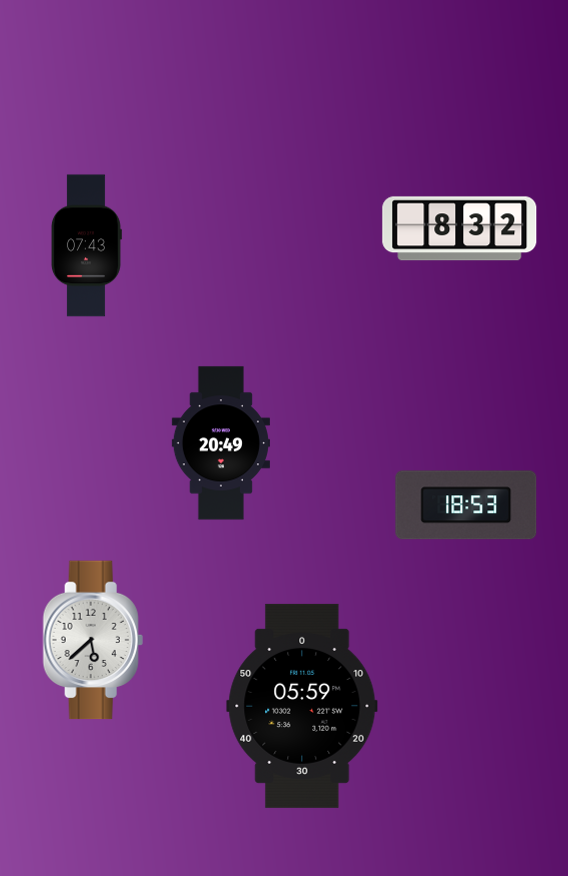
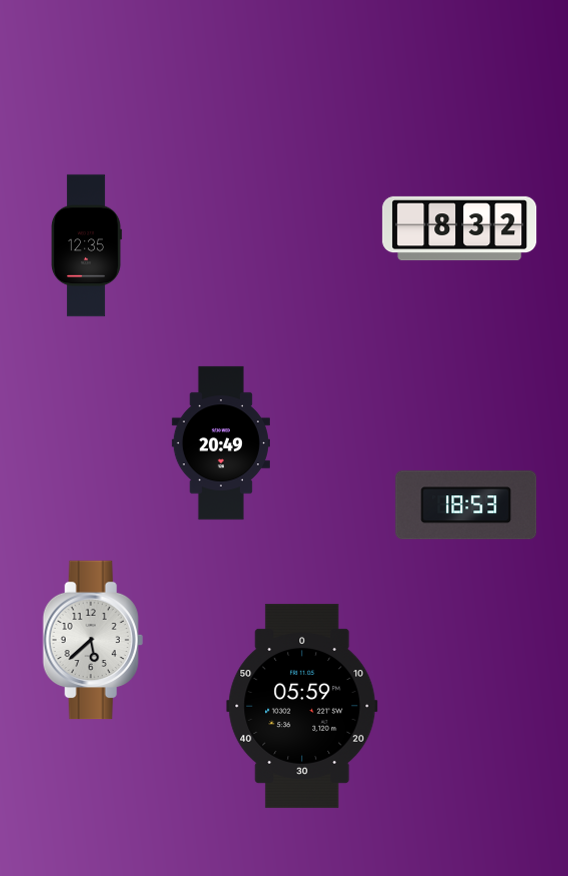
clock at (86, 246): 07:43 -> 12:35
